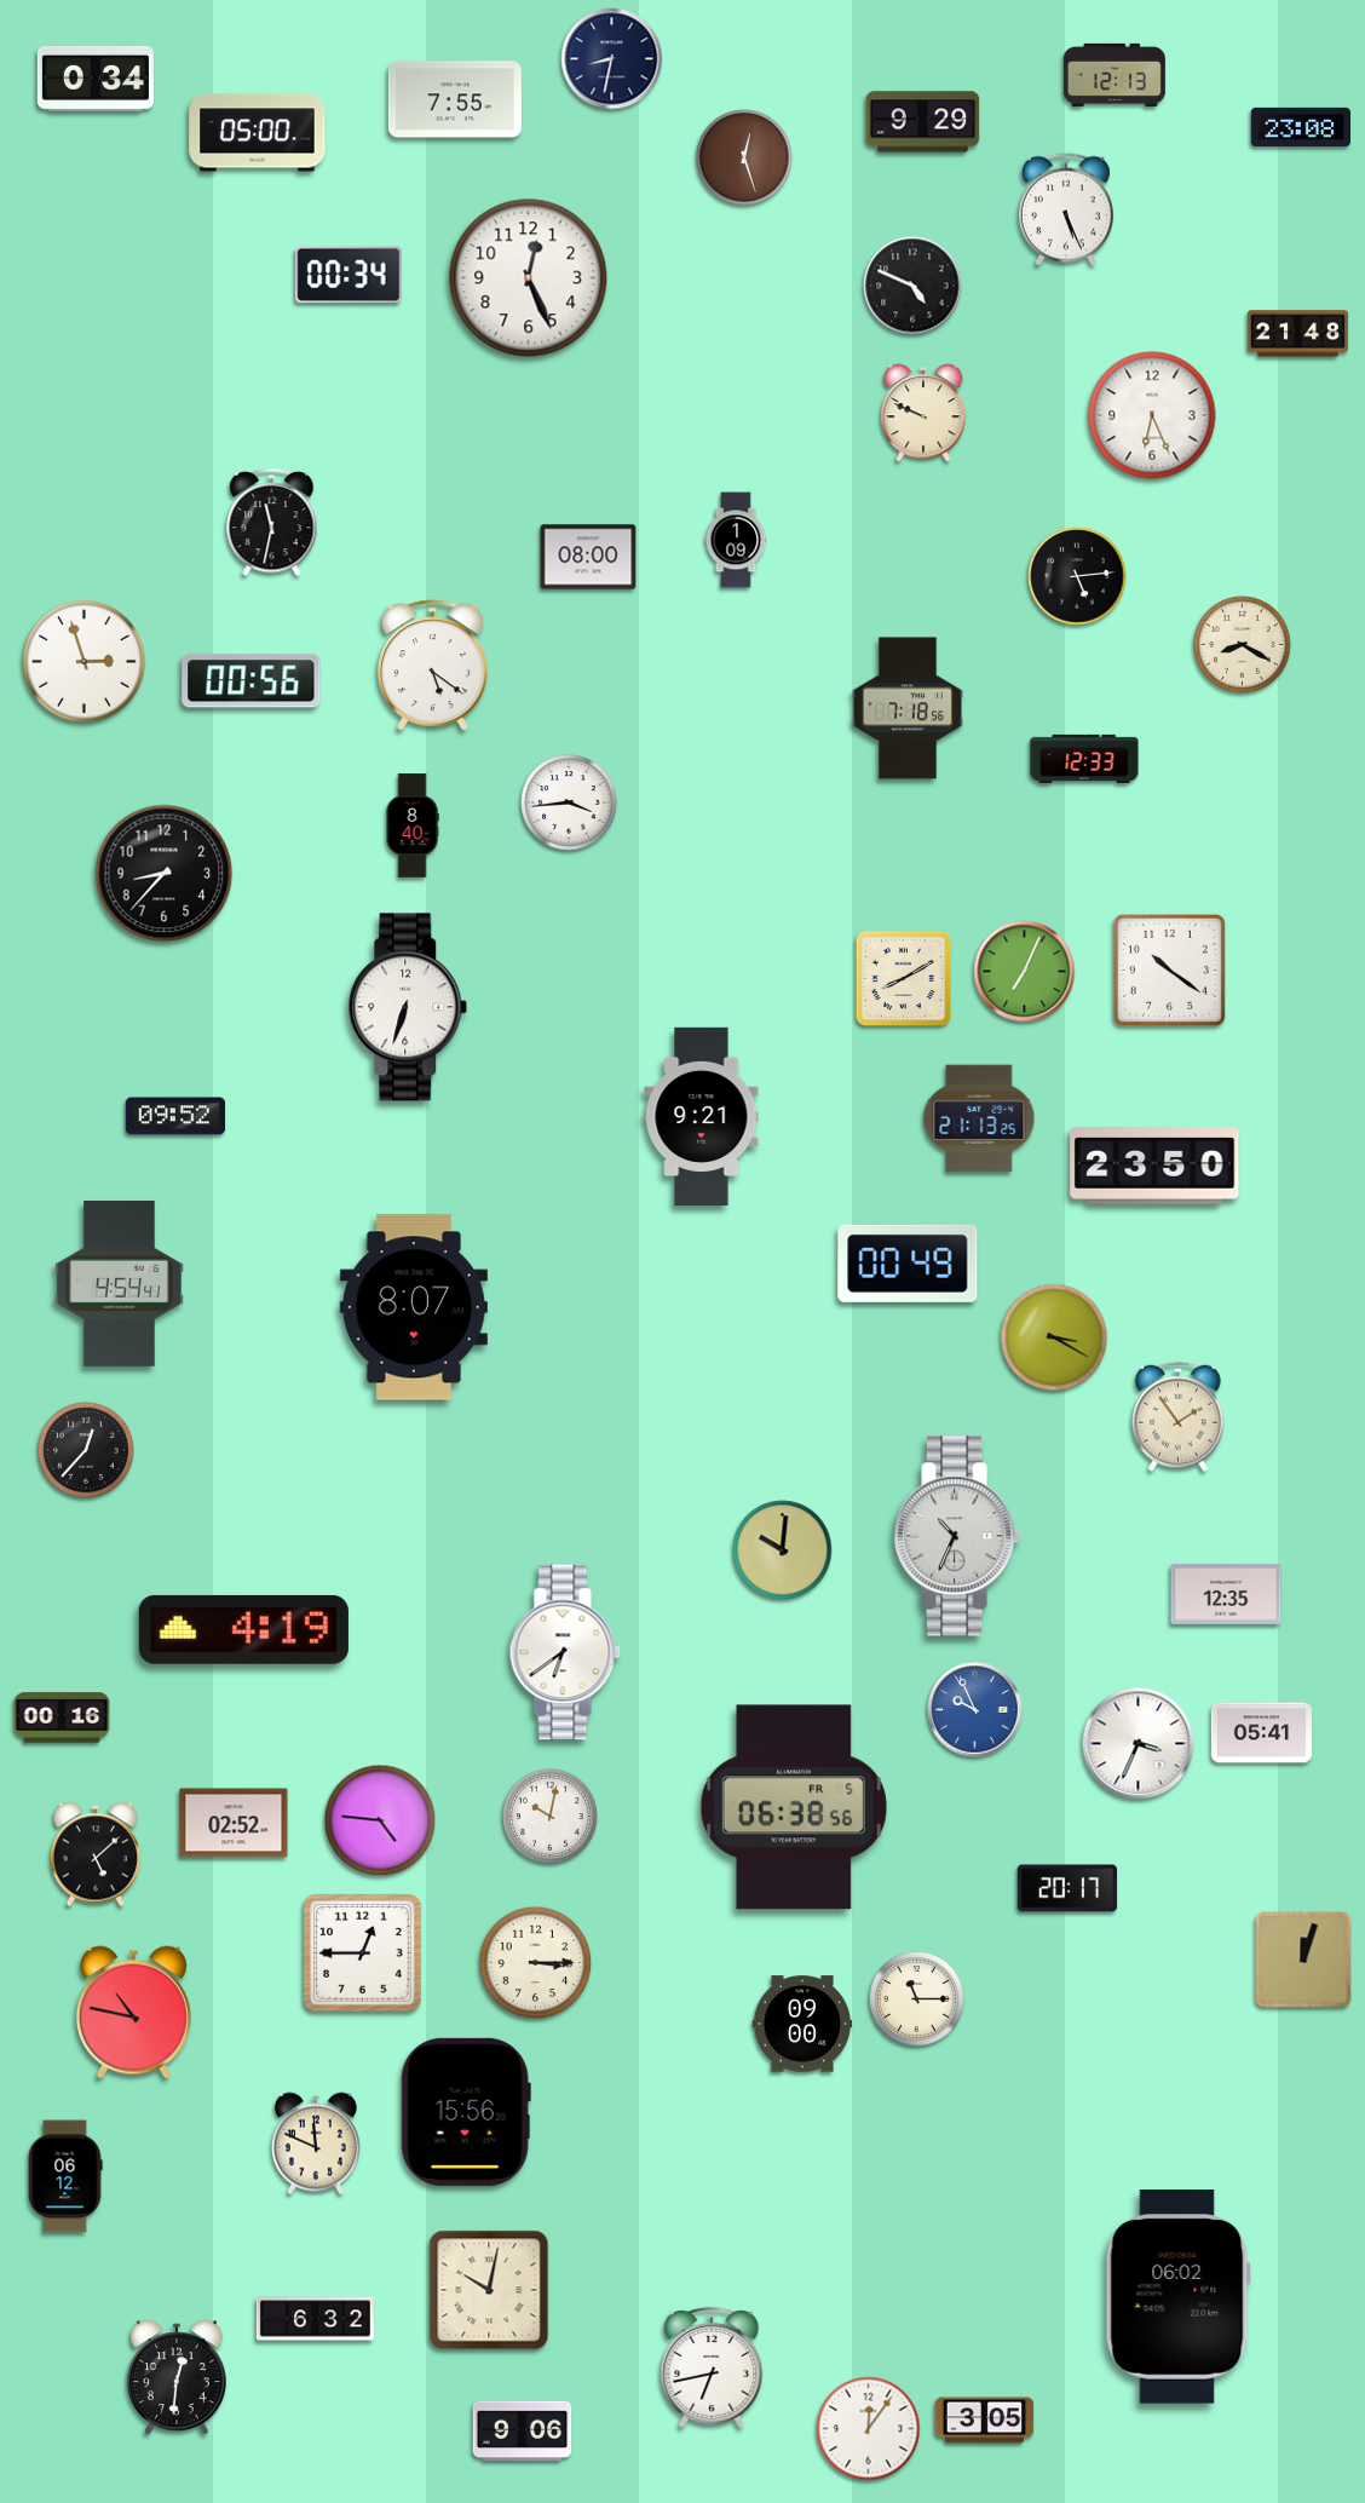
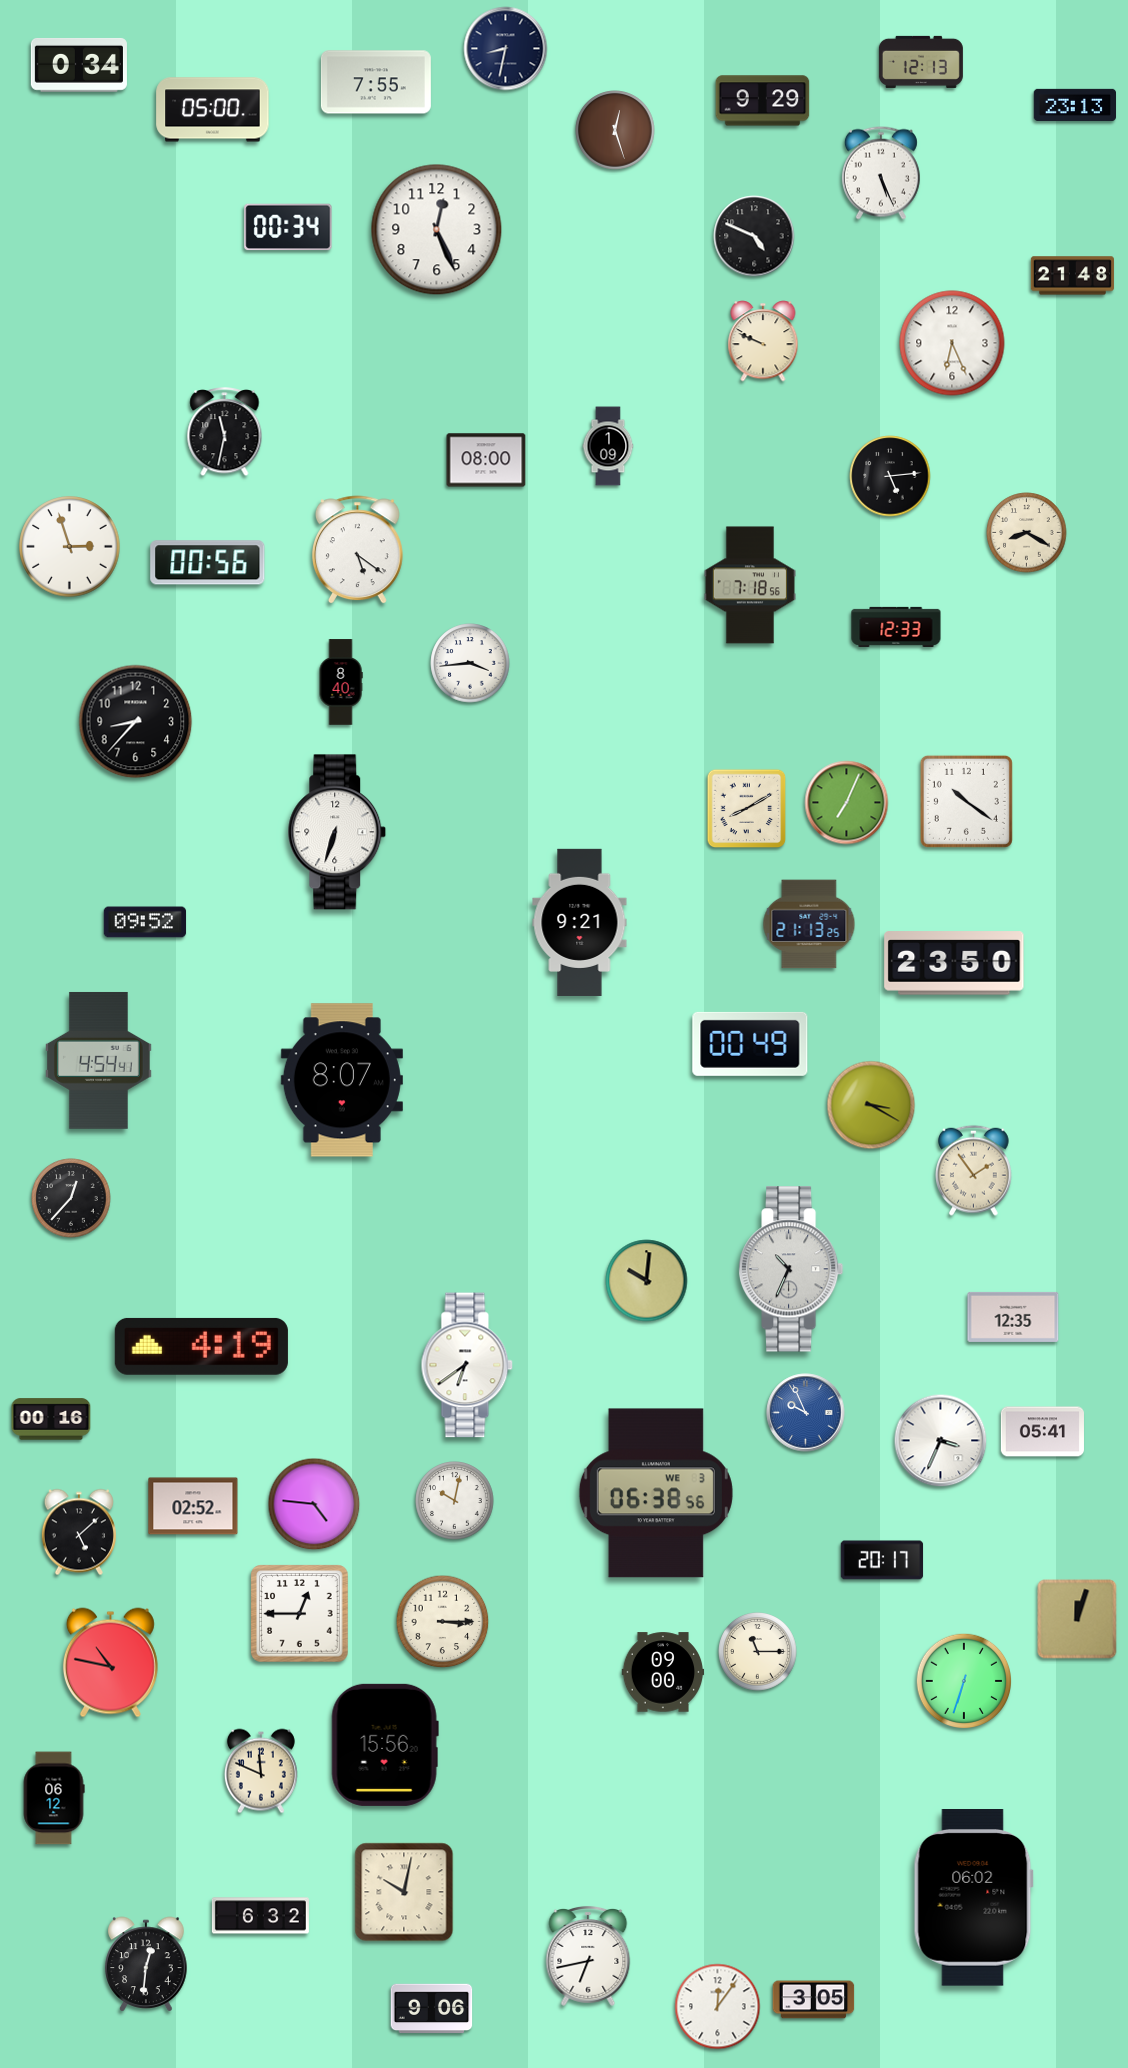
clock at (1301, 127): 23:08 -> 23:13
clock at (794, 1807) date: FR 5 -> WE 3
clock at (964, 1681): none -> 6:33
